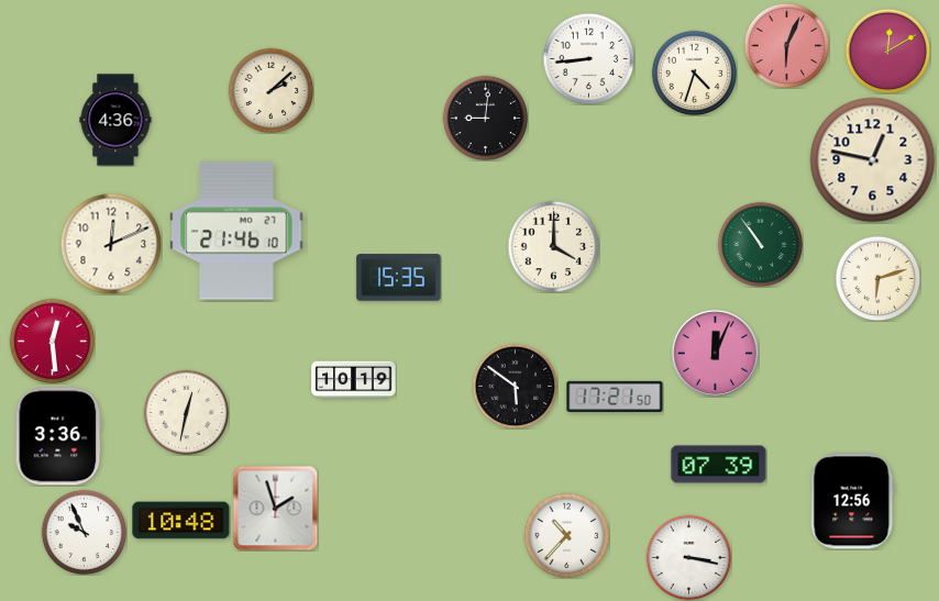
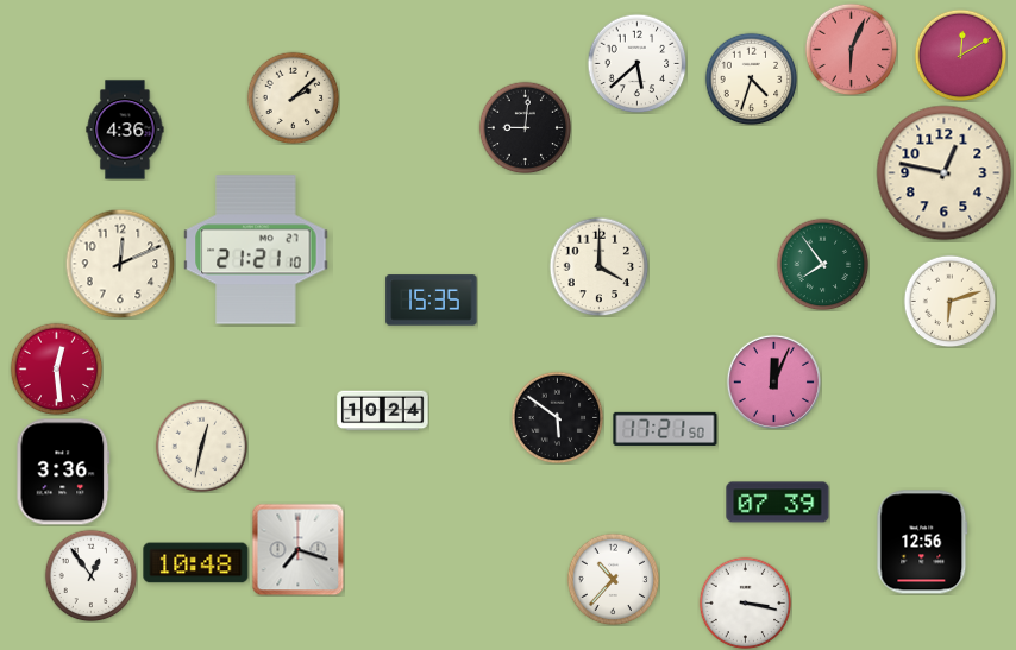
clock at (588, 58): 8:44 -> 5:38
clock at (236, 231): 21:46 -> 21:21
clock at (760, 244): 10:54 -> 7:54
clock at (354, 380): 10:19 -> 10:24
clock at (275, 508): 1:57 -> 7:18
clock at (84, 532): 9:56 -> 12:54
